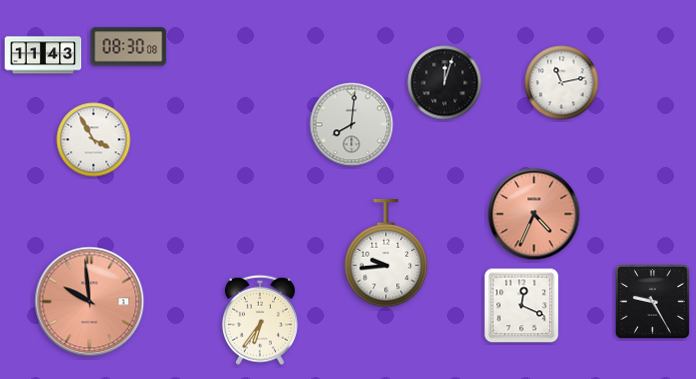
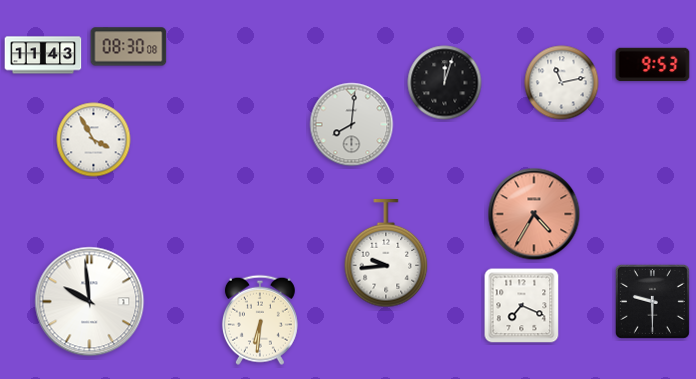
clock at (653, 65): none -> 9:53
clock at (534, 214): 4:34 -> 4:35
clock at (652, 301): 9:25 -> 9:30
clock at (90, 302) dial: salmon -> white
clock at (522, 306): 12:19 -> 7:19
clock at (260, 320): 6:36 -> 6:31
